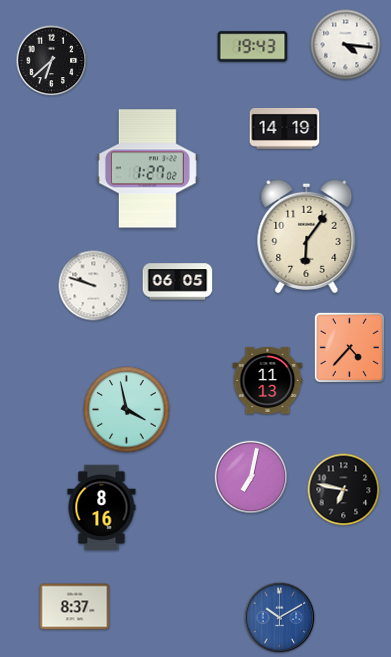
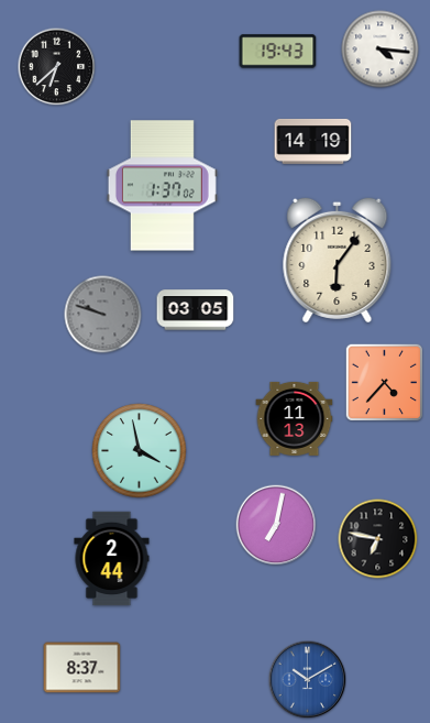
clock at (147, 169): 1:27 -> 1:37
clock at (178, 282): 06:05 -> 03:05
clock at (94, 286) dial: white -> grey
clock at (102, 508): 8:16 -> 2:44
